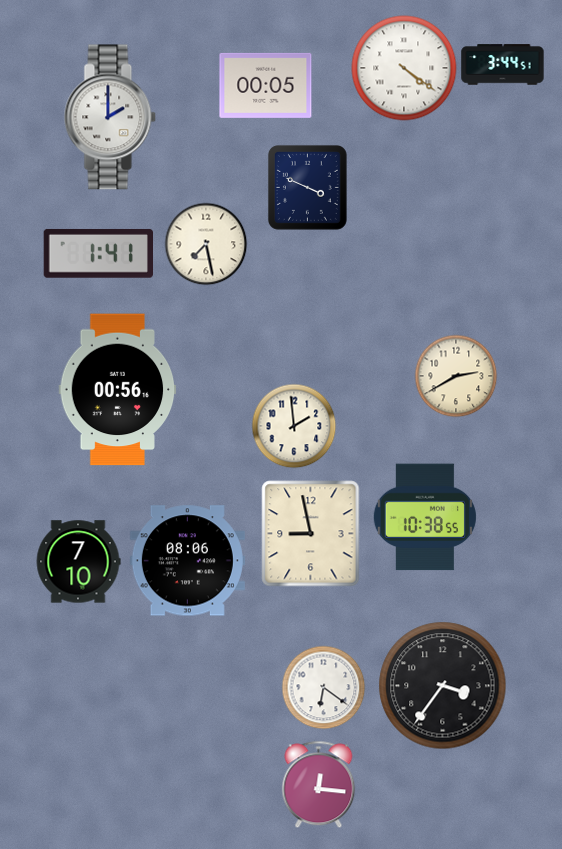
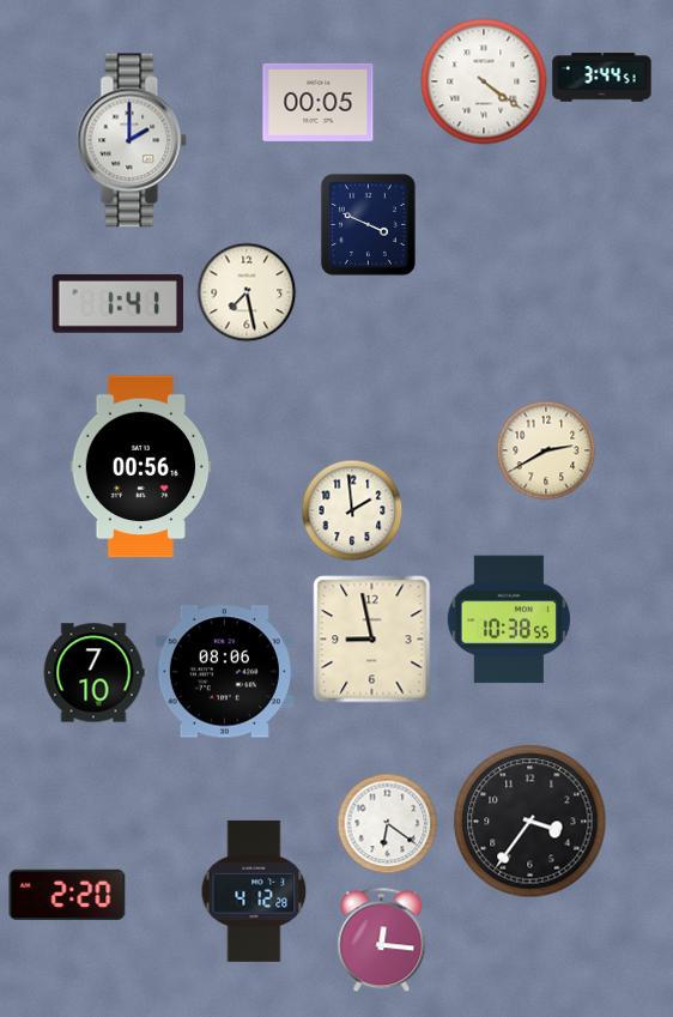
clock at (254, 891): none -> 4:12
clock at (67, 894): none -> 2:20
